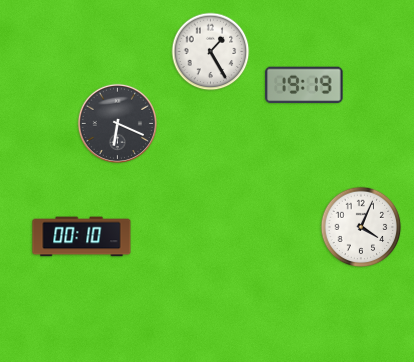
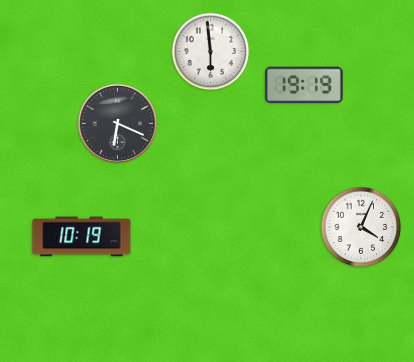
clock at (211, 52): 1:25 -> 5:59
clock at (82, 237): 00:10 -> 10:19
